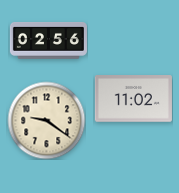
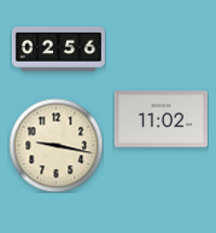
clock at (46, 120): 9:21 -> 9:17
